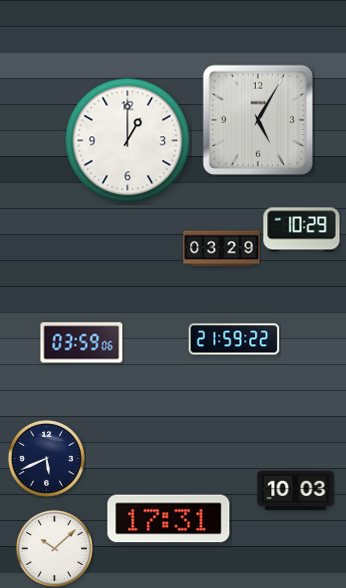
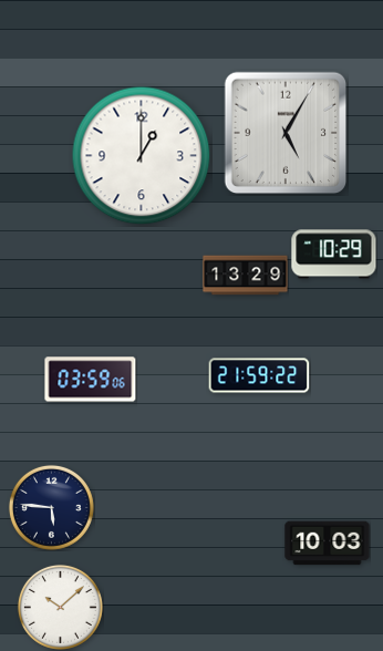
clock at (222, 249): 03:29 -> 13:29
clock at (46, 458): 5:41 -> 5:46
clock at (169, 519): 17:31 -> none
